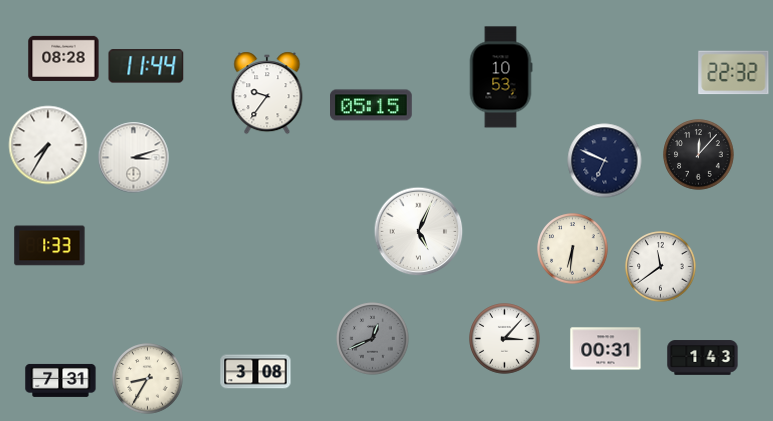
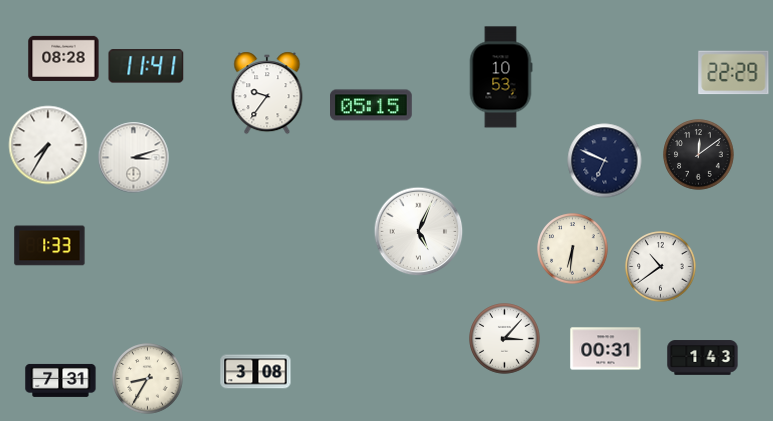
clock at (146, 66): 11:44 -> 11:41
clock at (734, 73): 22:32 -> 22:29
clock at (699, 155): 12:07 -> 12:09
clock at (661, 267): 11:39 -> 10:39
clock at (373, 339): 12:41 -> none
